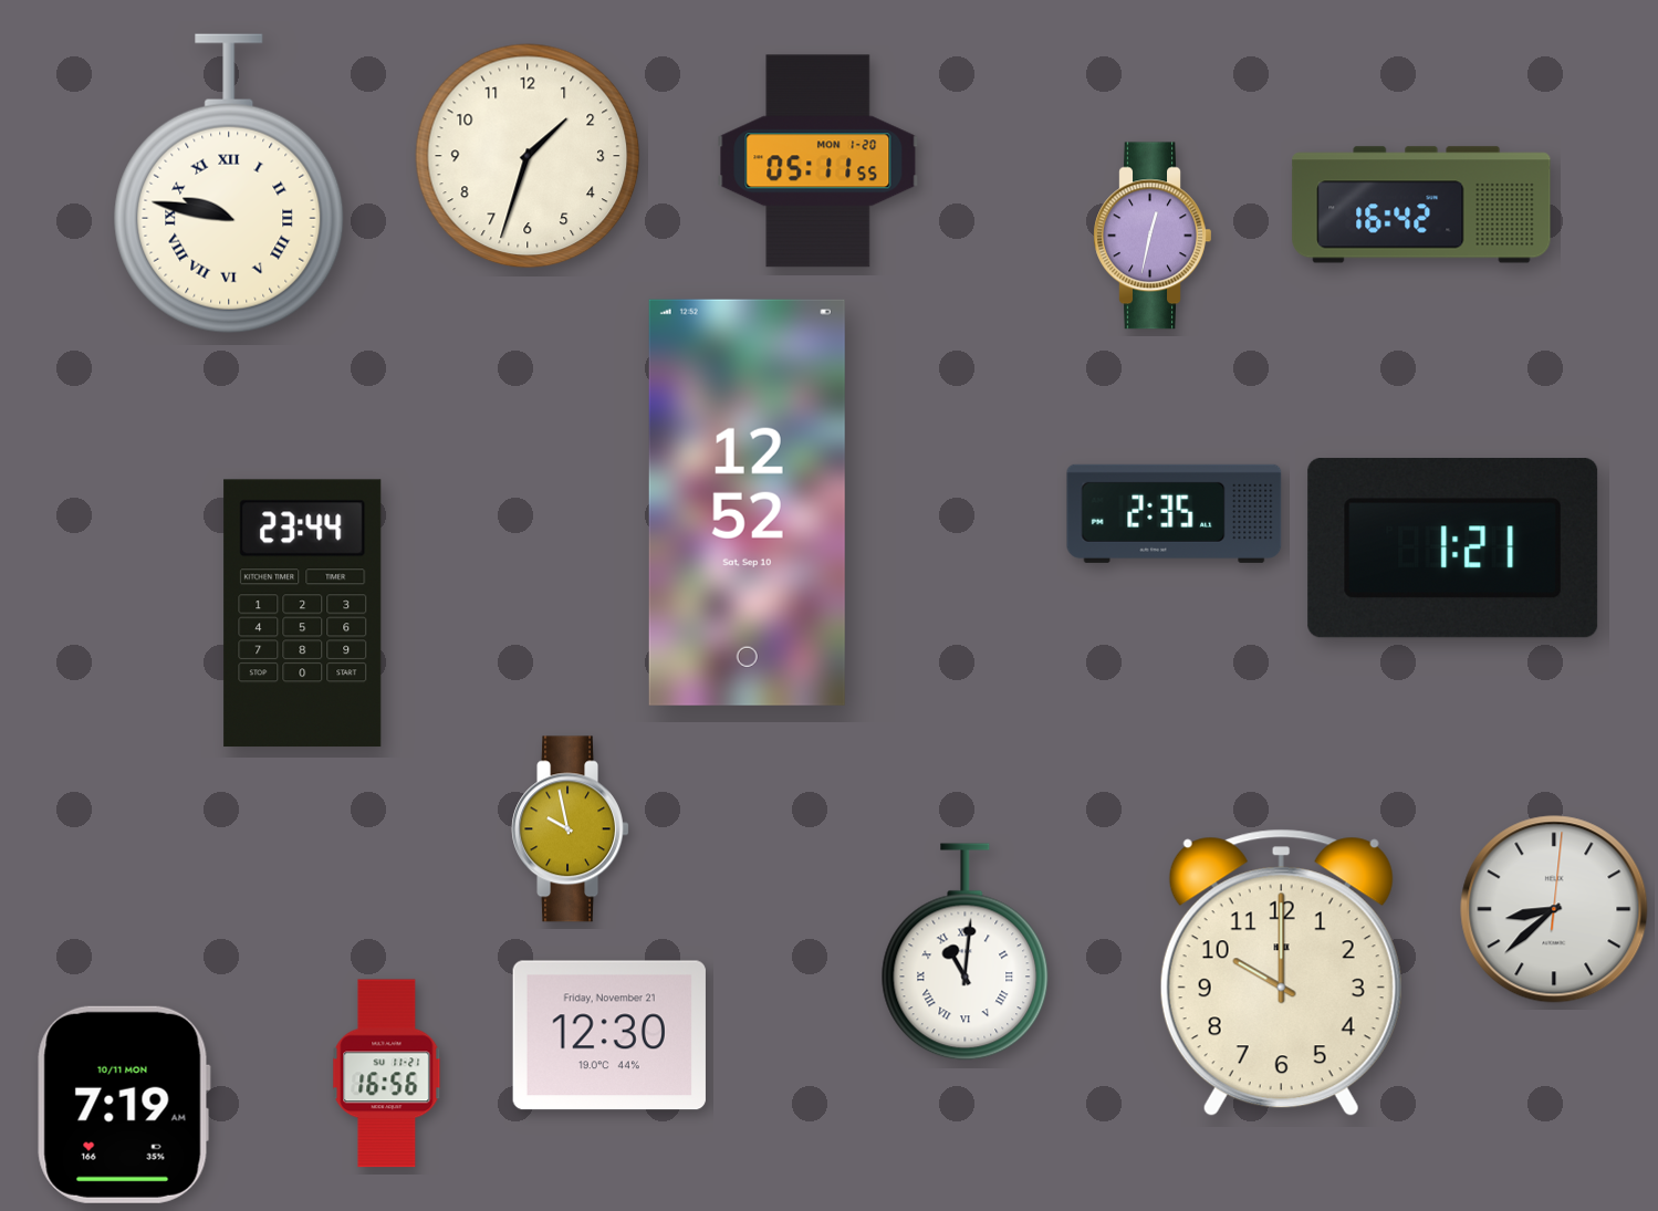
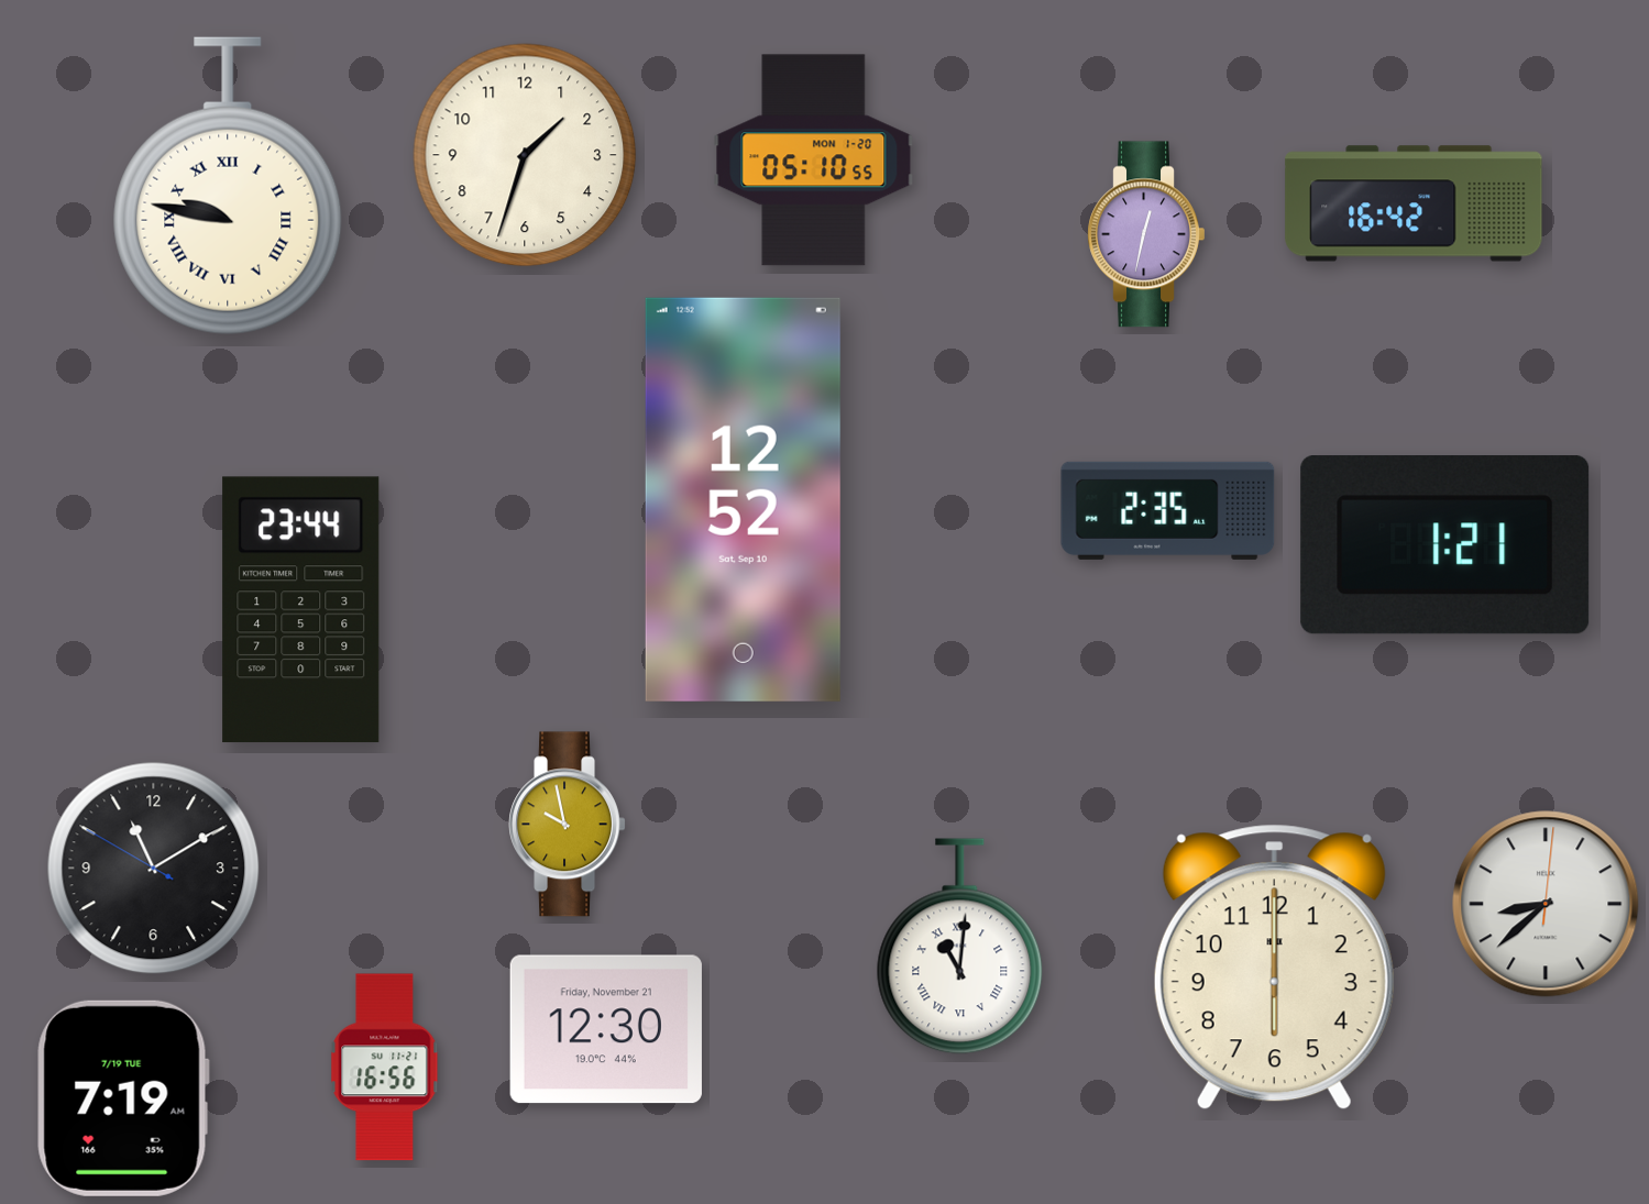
clock at (818, 161): 05:11 -> 05:10
clock at (229, 184) position: (229, 184) -> (228, 186)
clock at (154, 869): none -> 11:09
clock at (1281, 973): 10:00 -> 6:00
clock at (124, 1105) date: 10/11 MON -> 7/19 TUE
